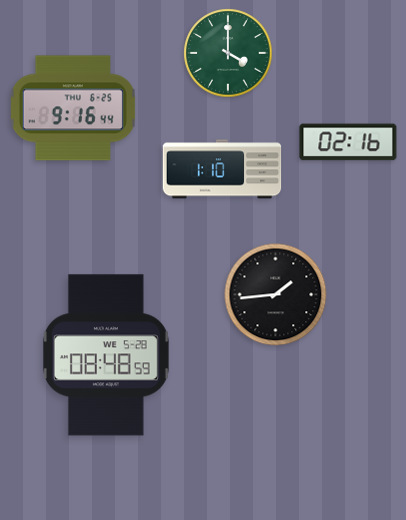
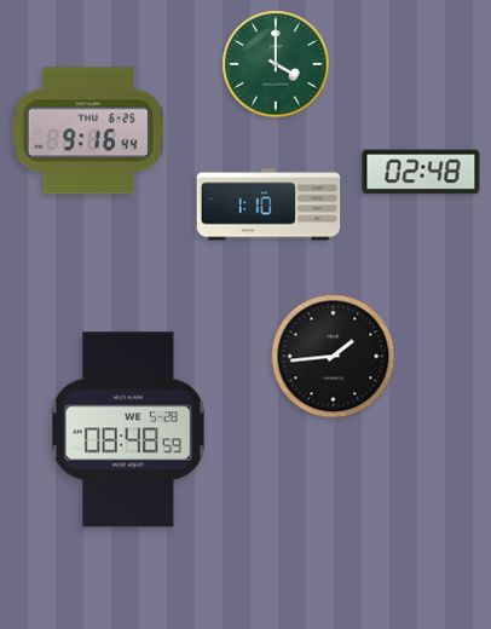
clock at (348, 142): 02:16 -> 02:48
